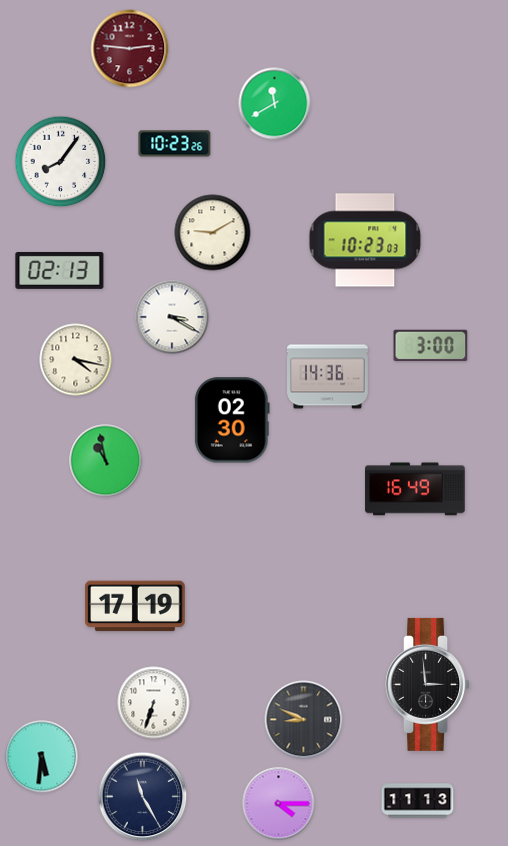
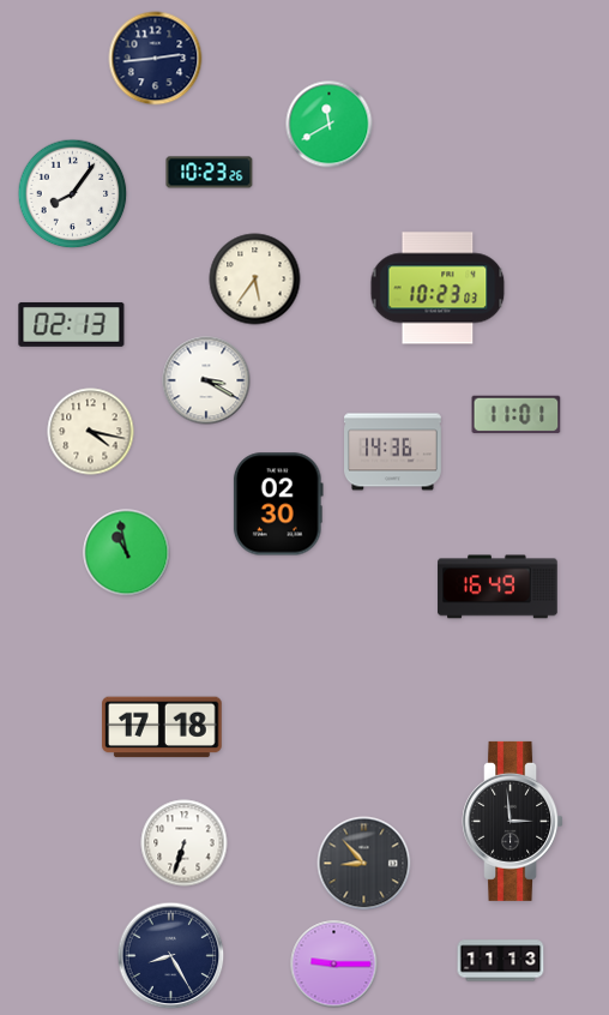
clock at (130, 49): 2:46 -> 2:44
clock at (130, 49) dial: burgundy -> navy
clock at (213, 233): 9:10 -> 5:36
clock at (431, 346): 3:00 -> 11:01
clock at (135, 606): 17:19 -> 17:18
clock at (304, 720): 8:49 -> 8:53
clock at (42, 757): 5:31 -> none
clock at (143, 797): 11:25 -> 8:25
clock at (279, 804): 4:15 -> 9:15
